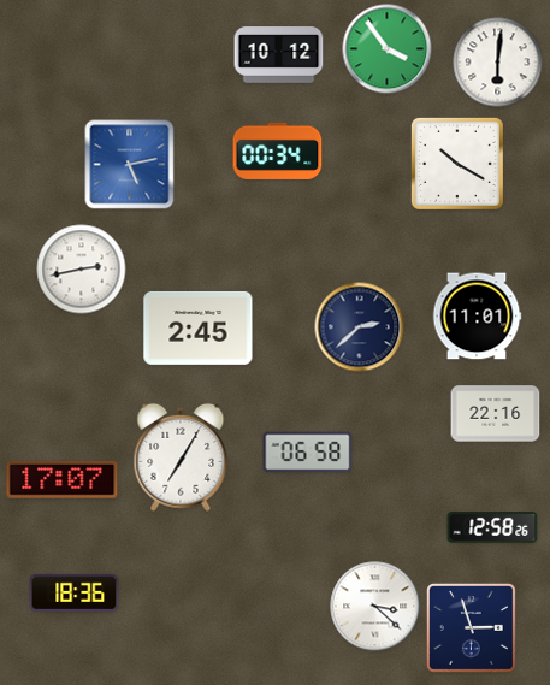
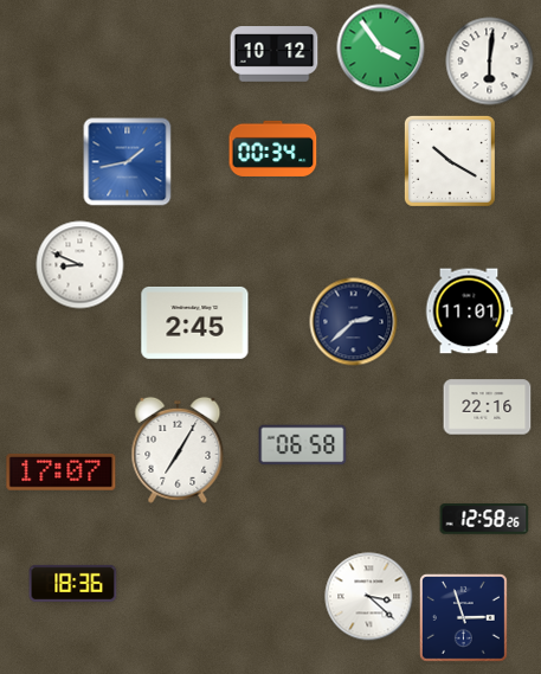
clock at (130, 165): 5:13 -> 1:43
clock at (82, 270): 2:43 -> 8:49
